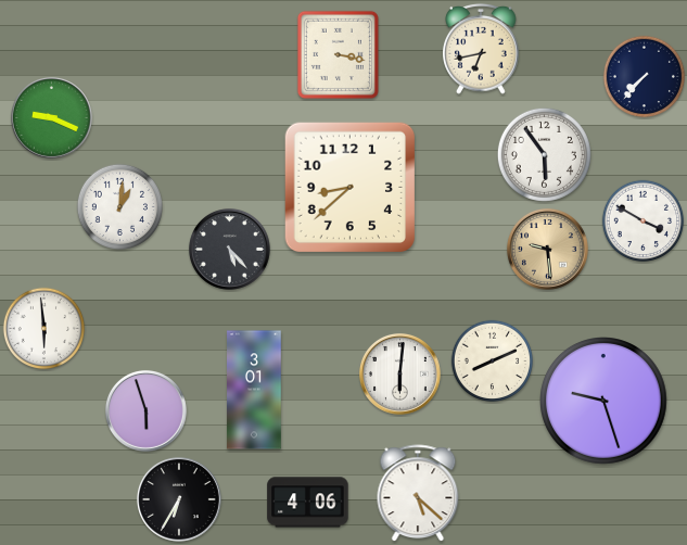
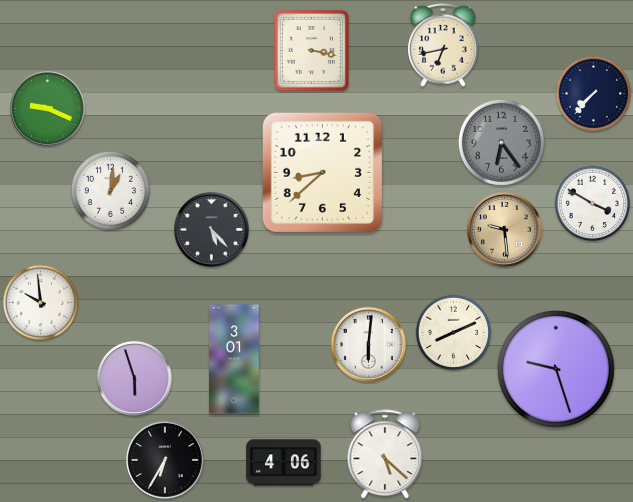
clock at (645, 77) position: (645, 77) -> (594, 94)
clock at (544, 154): 5:54 -> 6:24
clock at (544, 154) dial: white -> grey
clock at (44, 329): 5:59 -> 9:59
